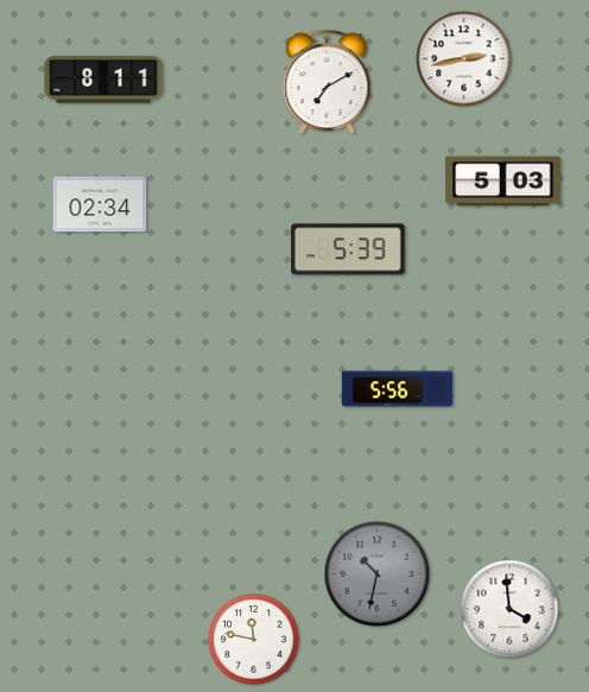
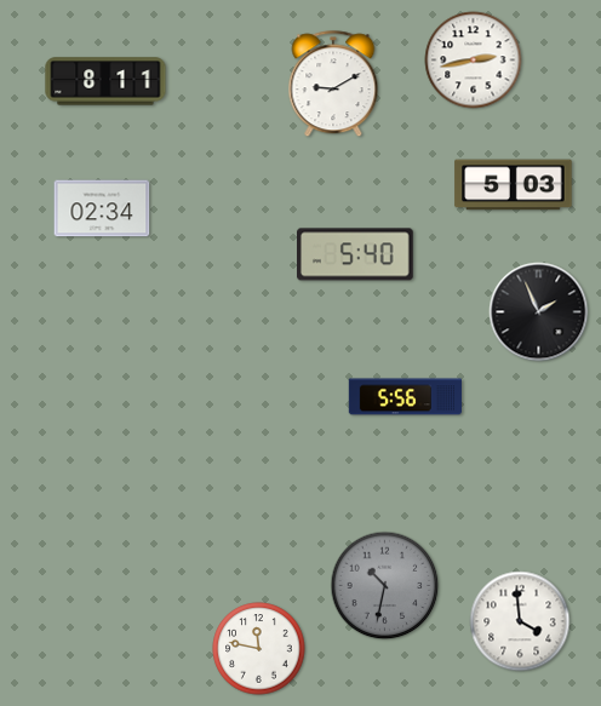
clock at (327, 83): 7:10 -> 9:10
clock at (349, 249): 5:39 -> 5:40
clock at (539, 312): none -> 1:56
clock at (254, 640) position: (254, 640) -> (259, 649)
